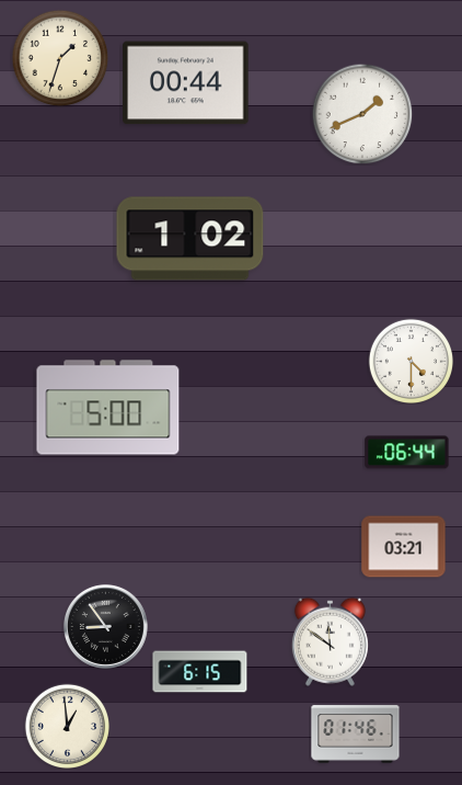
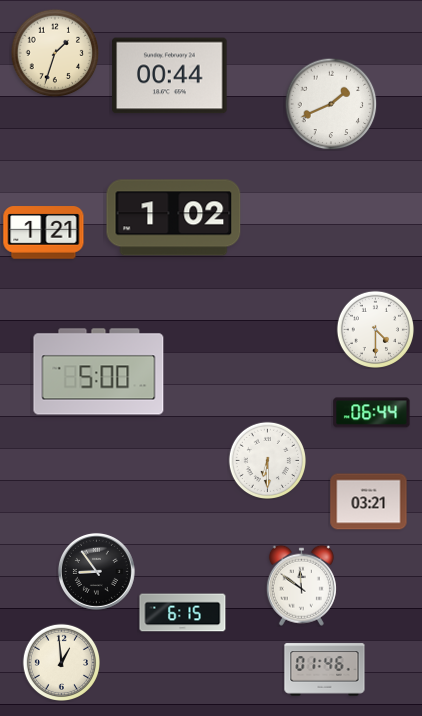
clock at (44, 233): none -> 1:21
clock at (267, 460): none -> 6:30
clock at (404, 547) position: (404, 547) -> (369, 502)
